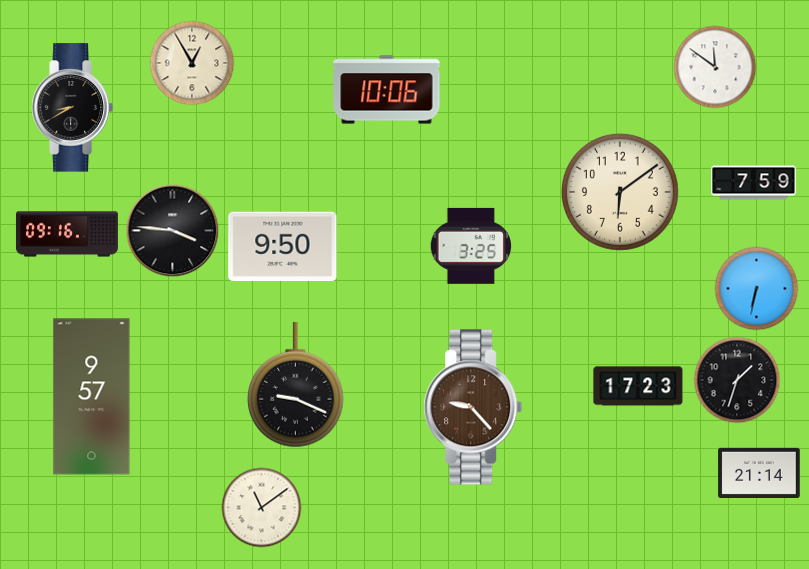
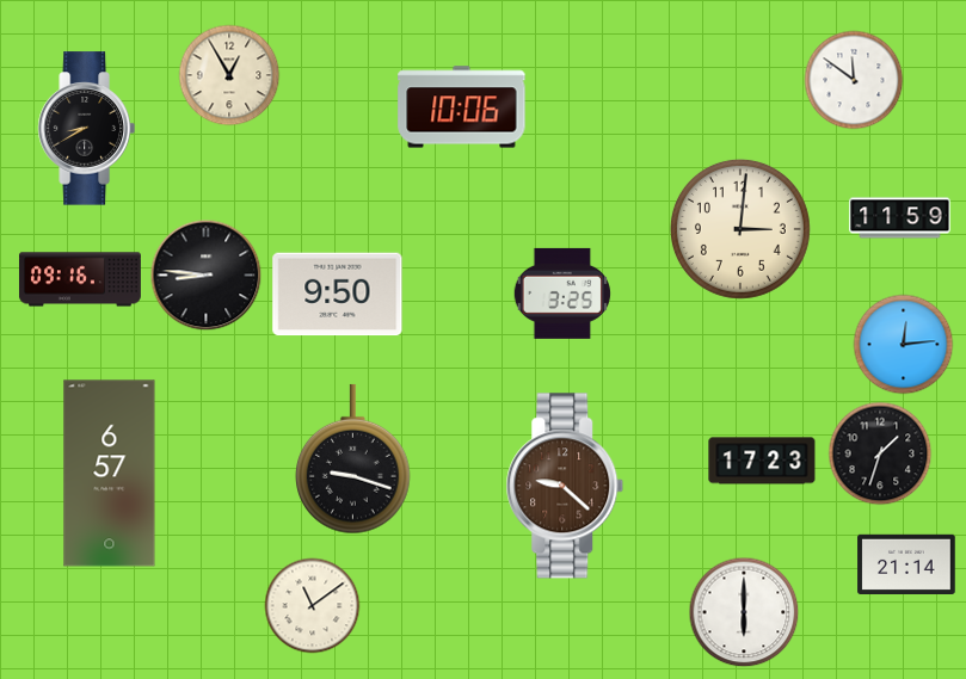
clock at (754, 183): 7:59 -> 11:59
clock at (620, 192): 6:09 -> 3:01
clock at (173, 231): 3:46 -> 8:46
clock at (757, 289): 6:32 -> 12:14
clock at (296, 385): 9:19 -> 9:18
clock at (92, 397): 9:57 -> 6:57
clock at (473, 407): 9:23 -> 9:22
clock at (744, 612): none -> 6:00
